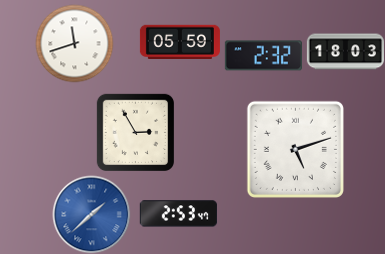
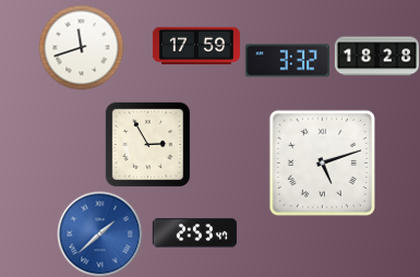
clock at (180, 41): 05:59 -> 17:59
clock at (345, 52): 18:03 -> 18:28
clock at (263, 56): 2:32 -> 3:32
